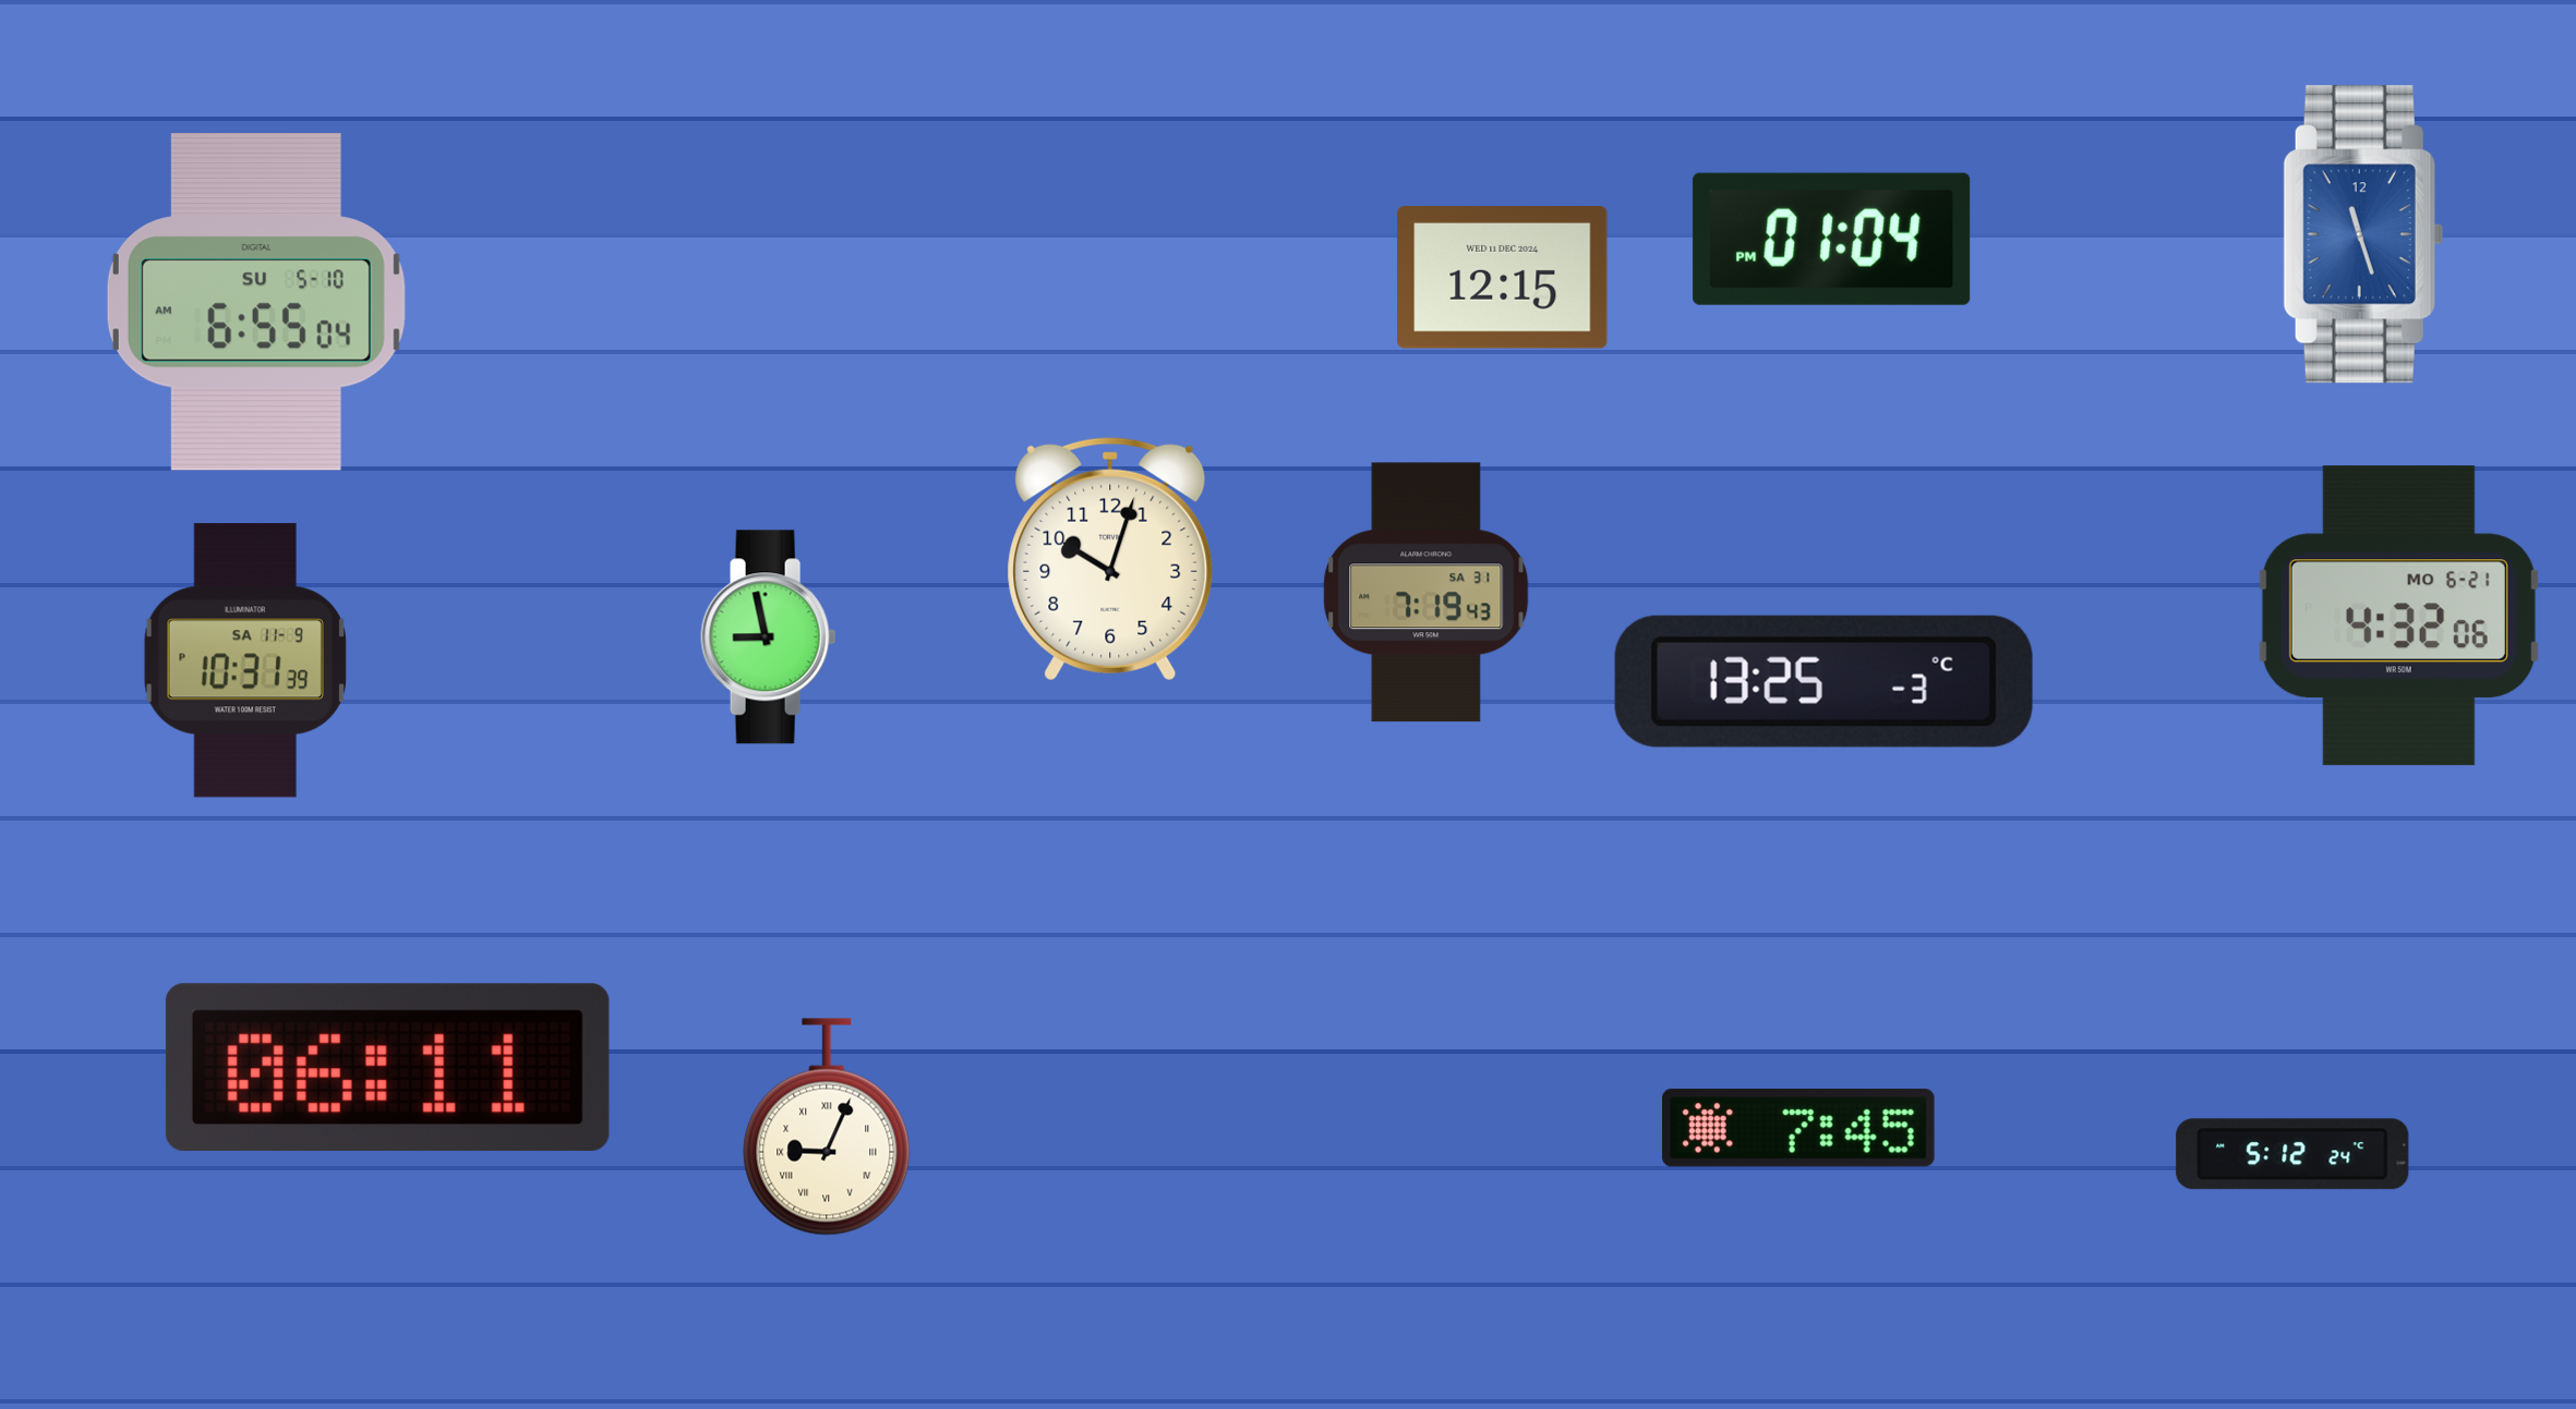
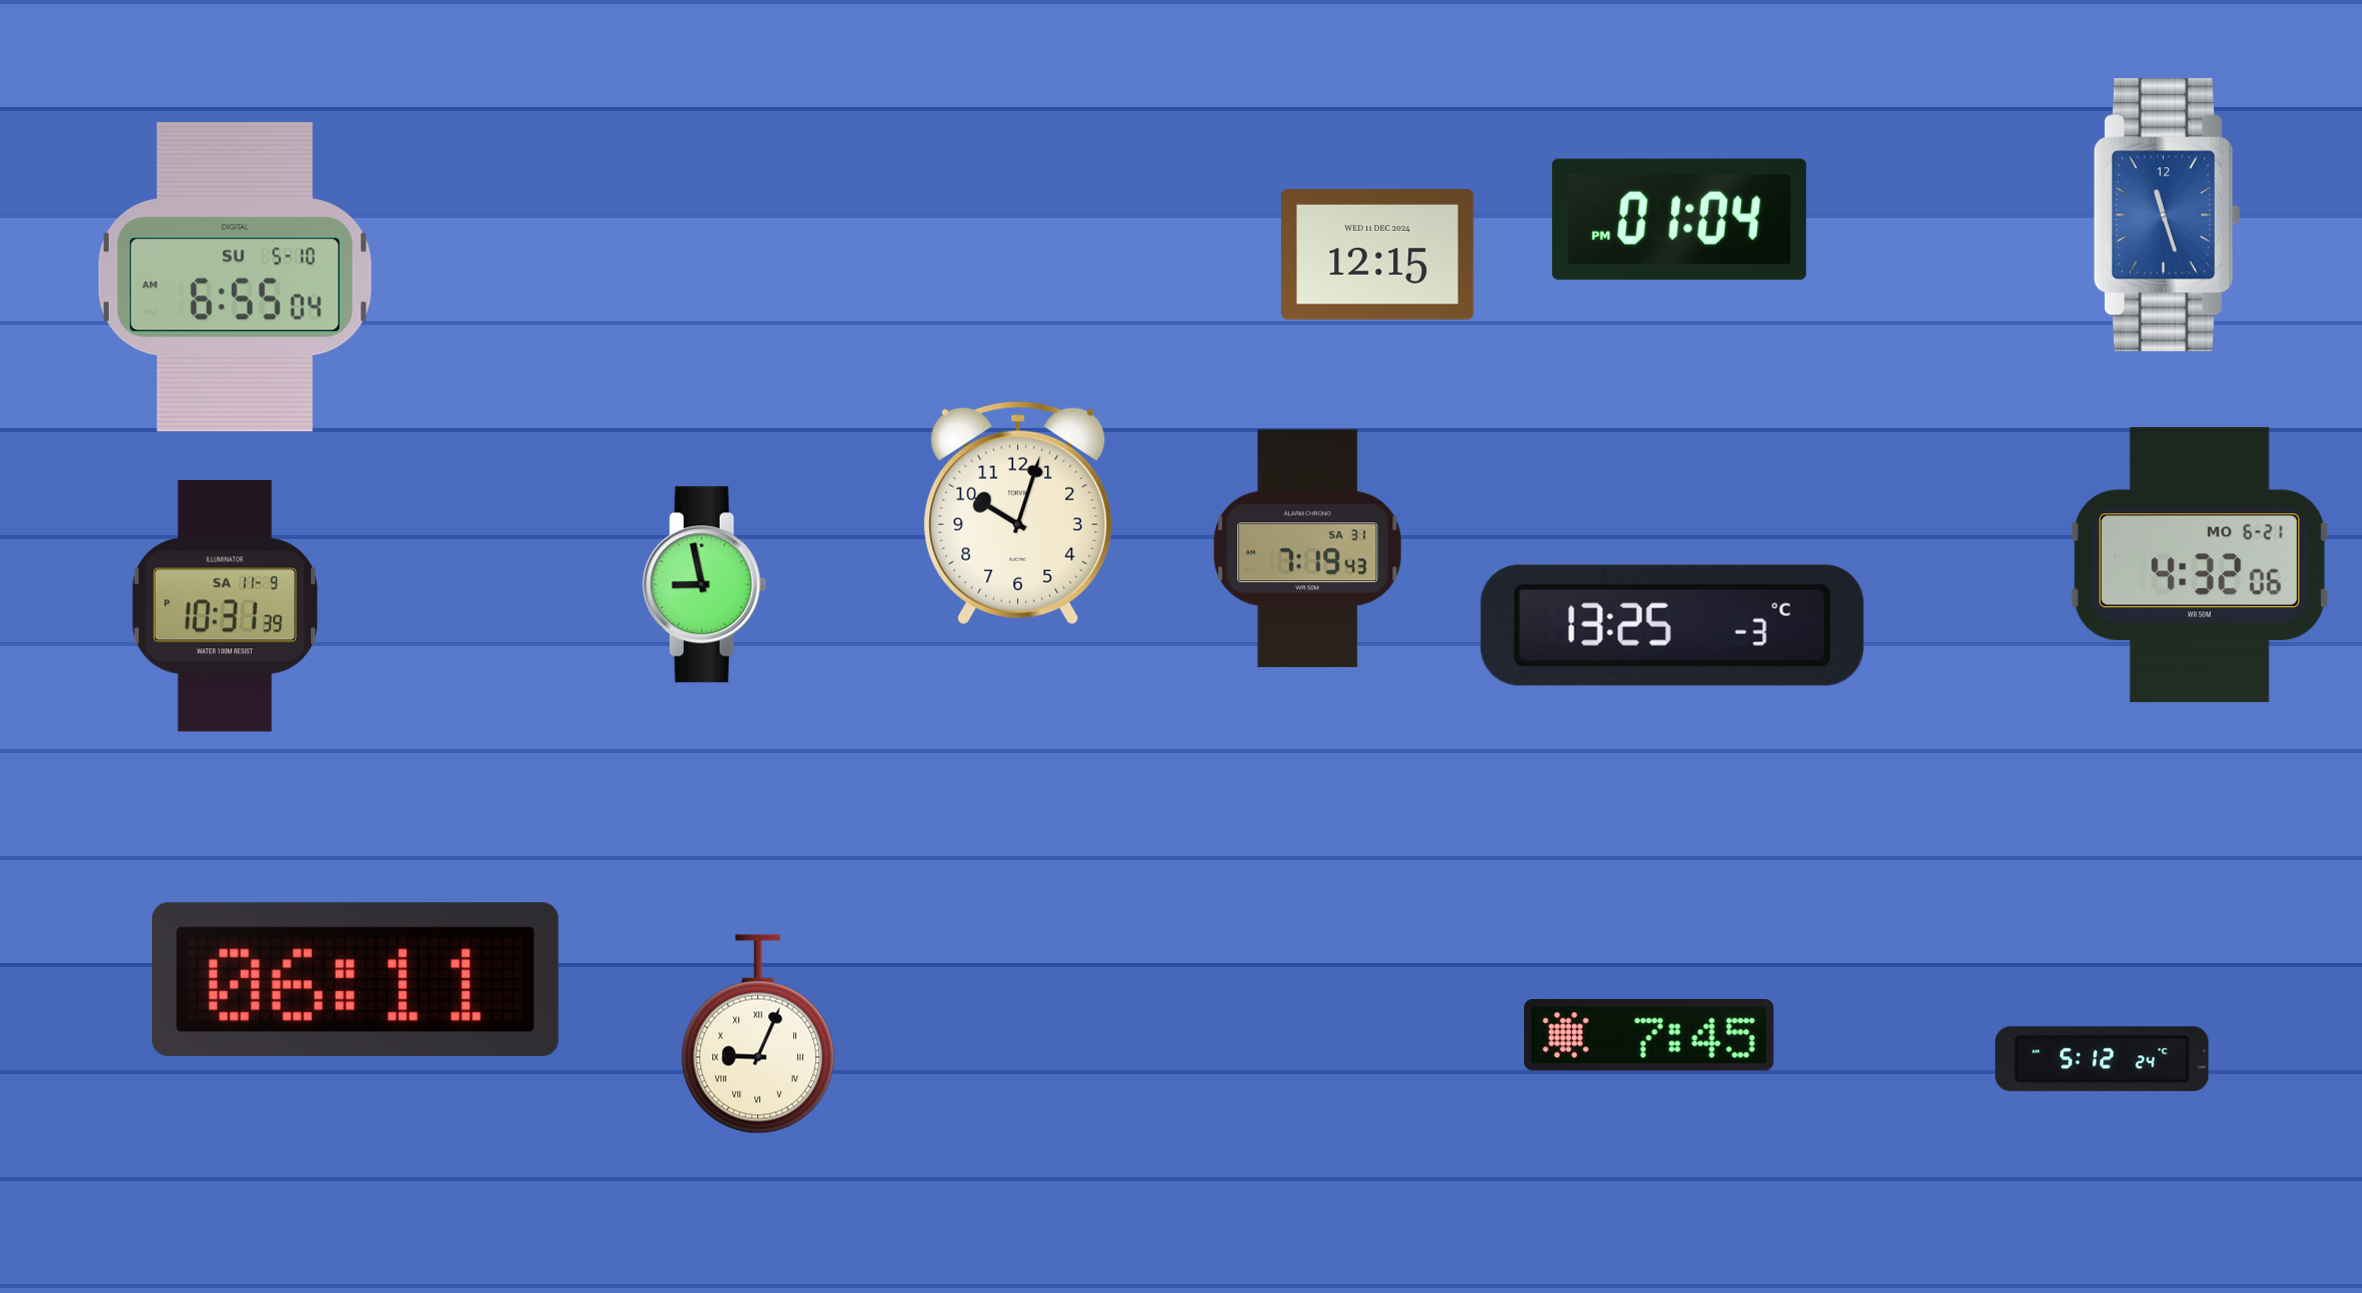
clock at (1427, 593) position: (1427, 593) -> (1308, 549)
